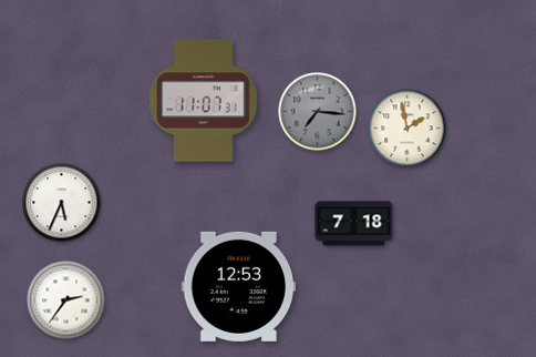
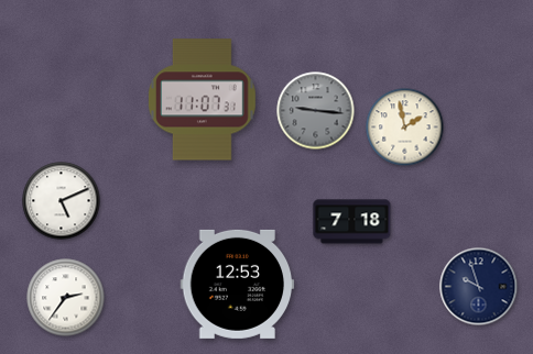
clock at (318, 112): 7:16 -> 9:16
clock at (62, 203): 5:34 -> 5:11
clock at (479, 287): none -> 9:57
